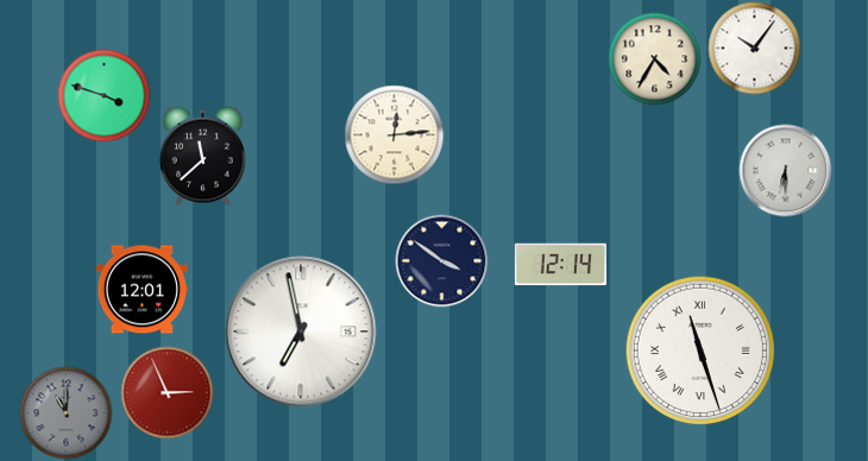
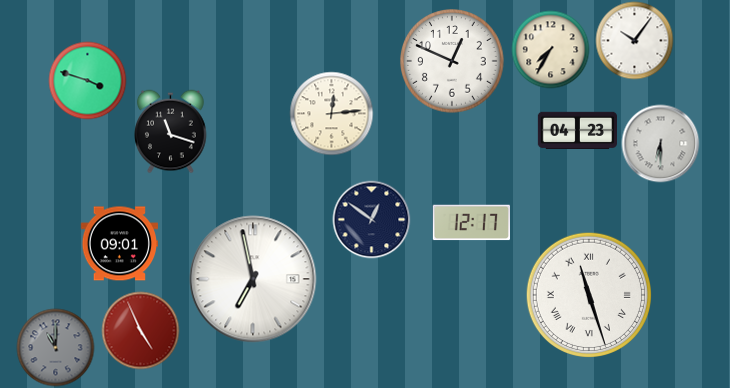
clock at (654, 58): 4:35 -> 7:35
clock at (452, 61): none -> 12:49
clock at (203, 156): 11:38 -> 11:18
clock at (577, 131): none -> 04:23
clock at (441, 260): 3:51 -> 12:51
clock at (560, 265): 12:14 -> 12:17
clock at (141, 290): 12:01 -> 09:01
clock at (166, 392): 2:56 -> 4:56
